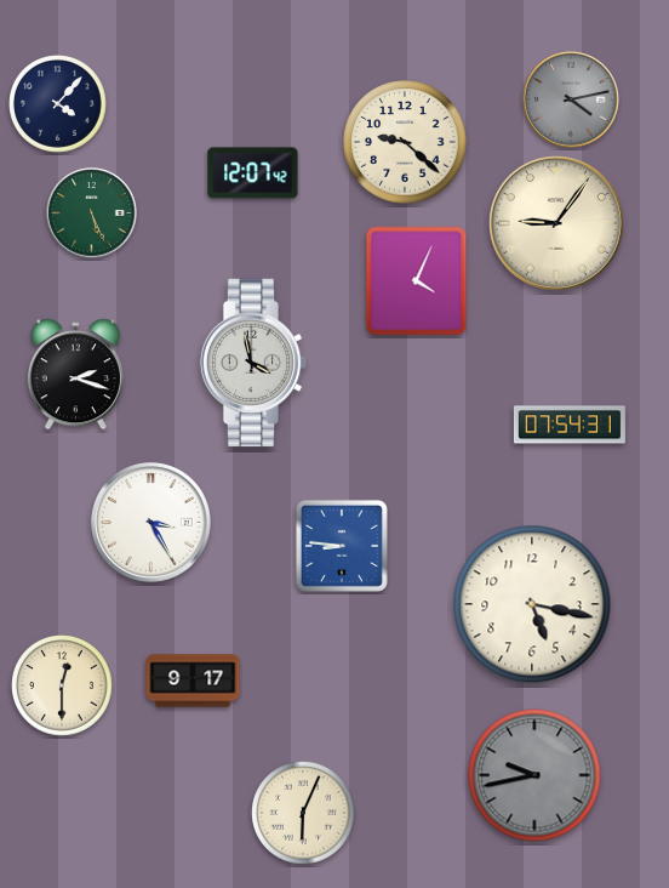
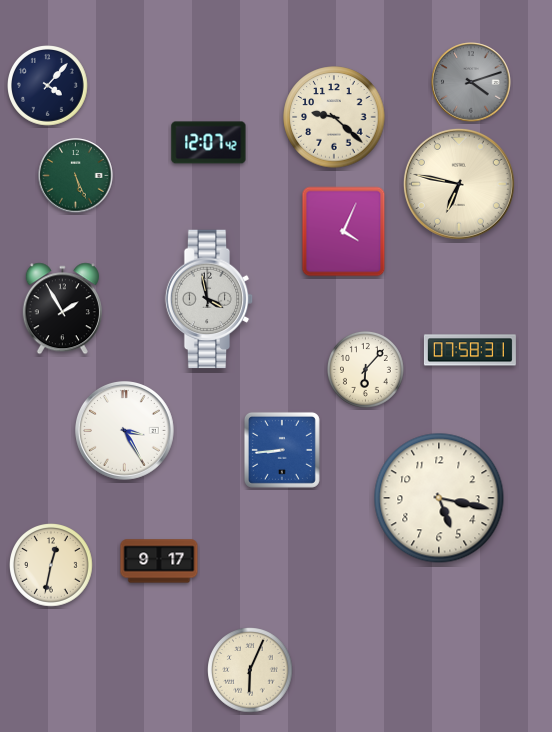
clock at (571, 99): 4:13 -> 4:12
clock at (556, 223): 9:06 -> 6:47
clock at (75, 375): 2:18 -> 1:55
clock at (570, 425): 07:54 -> 07:58
clock at (365, 369): none -> 6:07
clock at (342, 546): 8:46 -> 8:44
clock at (63, 687): 12:30 -> 12:32
clock at (534, 775): 9:43 -> none
